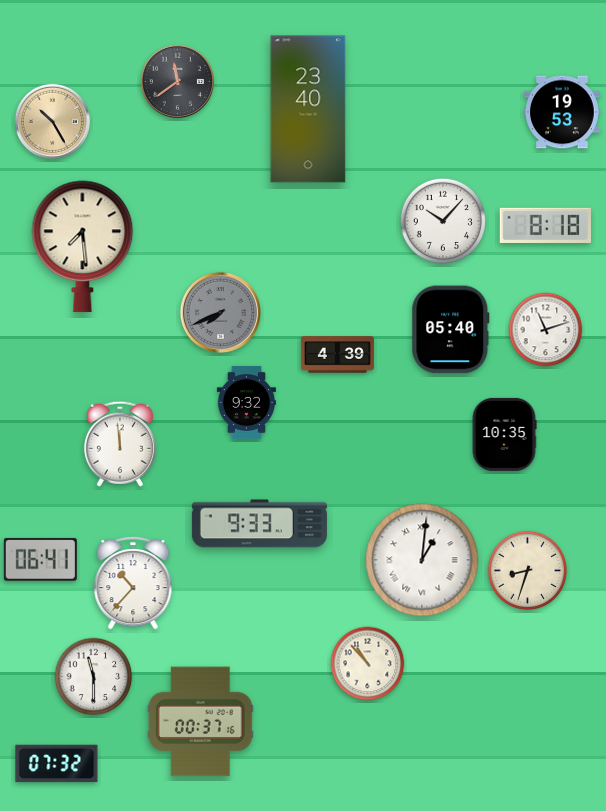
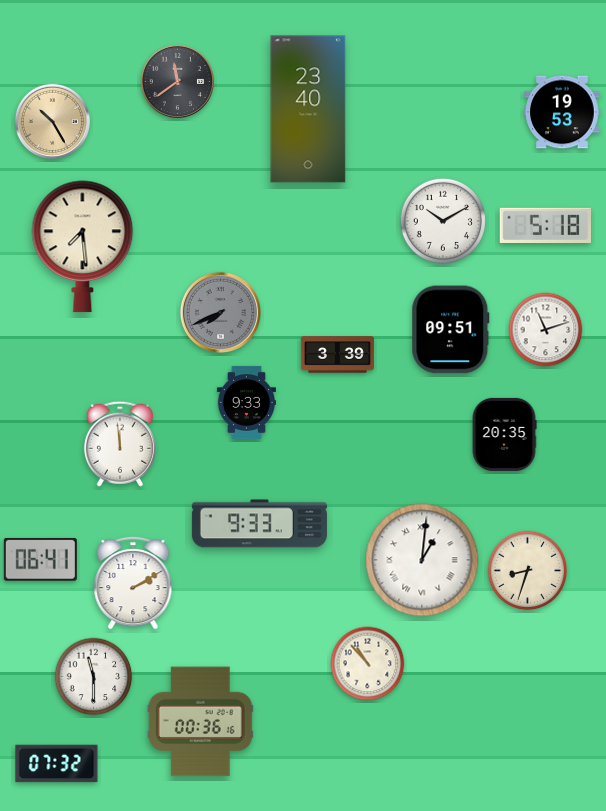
clock at (443, 221): 10:07 -> 10:10
clock at (545, 225): 8:18 -> 5:18
clock at (451, 330): 05:40 -> 09:51
clock at (337, 355): 4:39 -> 3:39
clock at (246, 402): 9:32 -> 9:33
clock at (504, 434): 10:35 -> 20:35
clock at (133, 583): 10:37 -> 2:10
clock at (200, 722): 00:37 -> 00:36
